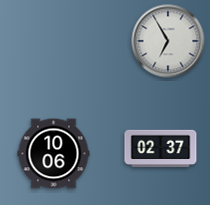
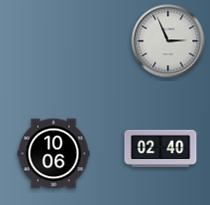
clock at (168, 41): 6:55 -> 2:56
clock at (161, 149): 02:37 -> 02:40
